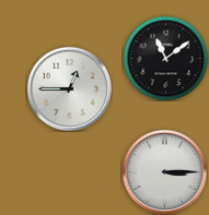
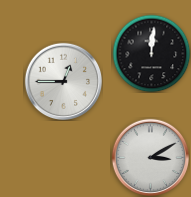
clock at (165, 58): 11:09 -> 12:01
clock at (164, 171): 3:15 -> 3:10
